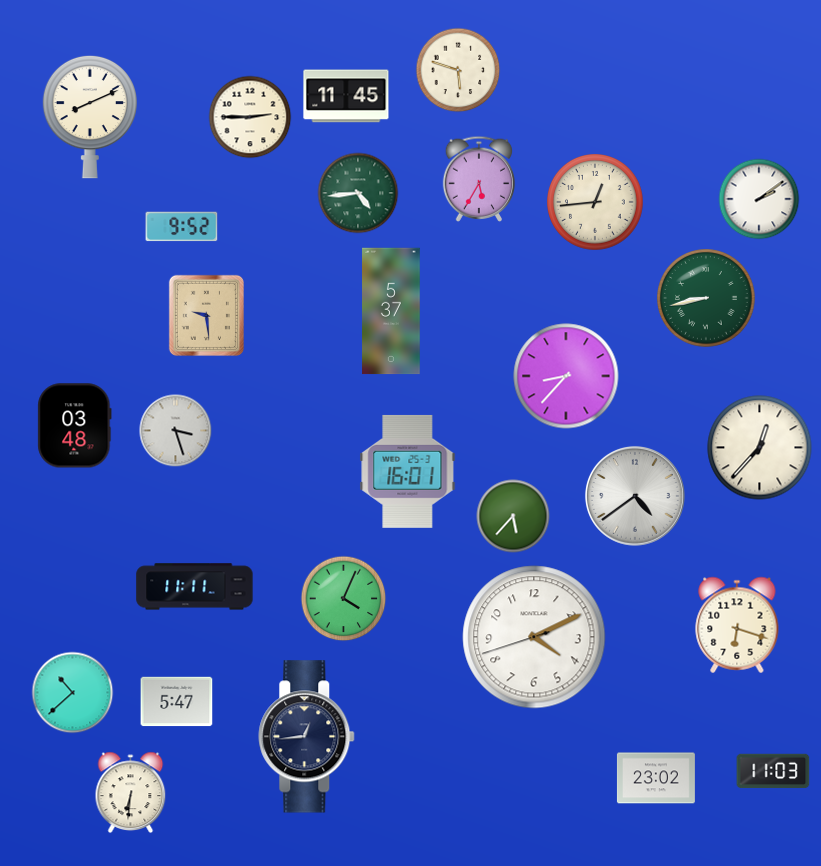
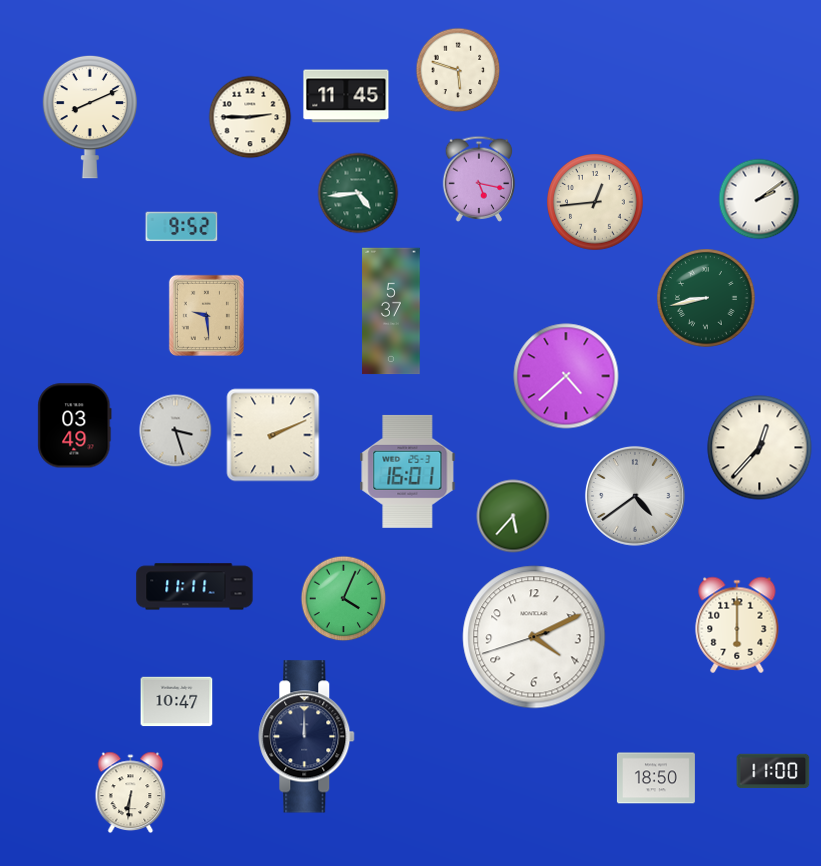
clock at (479, 179): 5:35 -> 5:17
clock at (566, 376): 8:37 -> 4:38
clock at (75, 426): 03:48 -> 03:49
clock at (273, 435): none -> 2:11
clock at (737, 625): 6:18 -> 6:00
clock at (73, 693): 10:38 -> none
clock at (177, 702): 5:47 -> 10:47
clock at (307, 737): 12:44 -> 12:00
clock at (773, 771): 11:03 -> 11:00
clock at (656, 778): 23:02 -> 18:50
